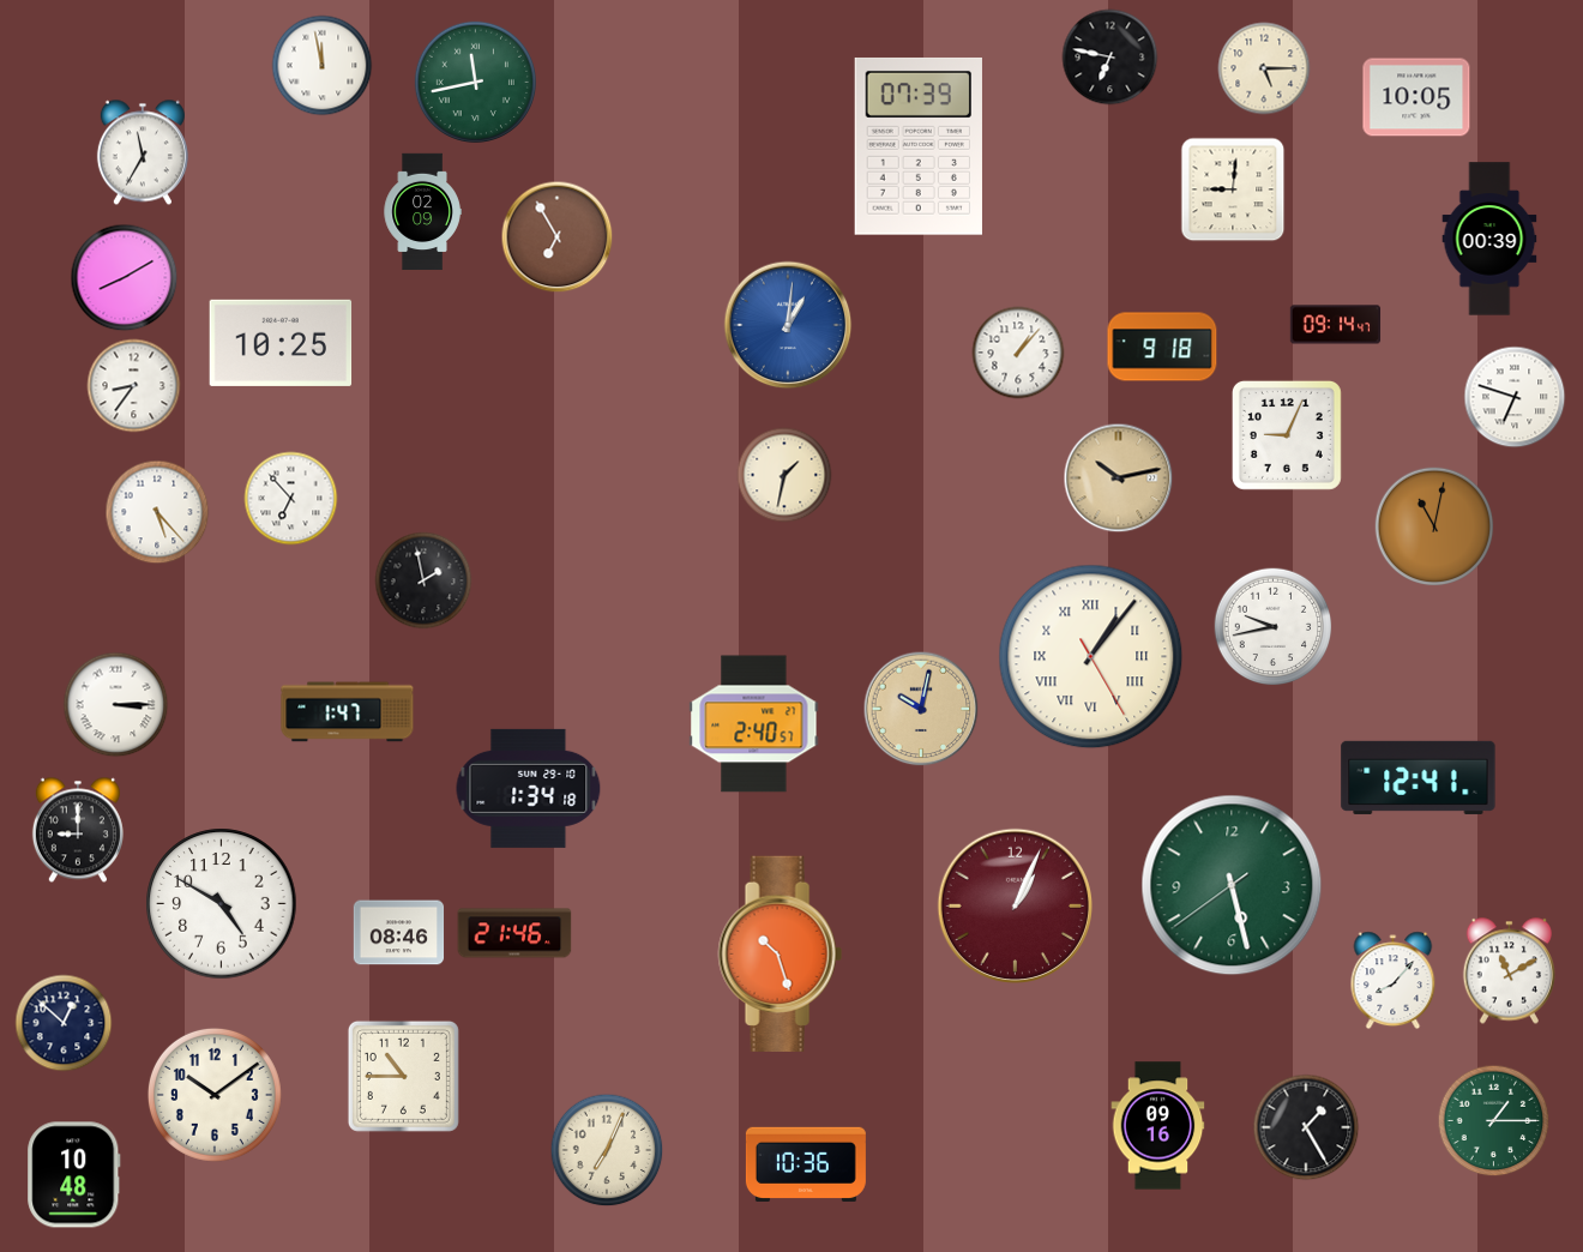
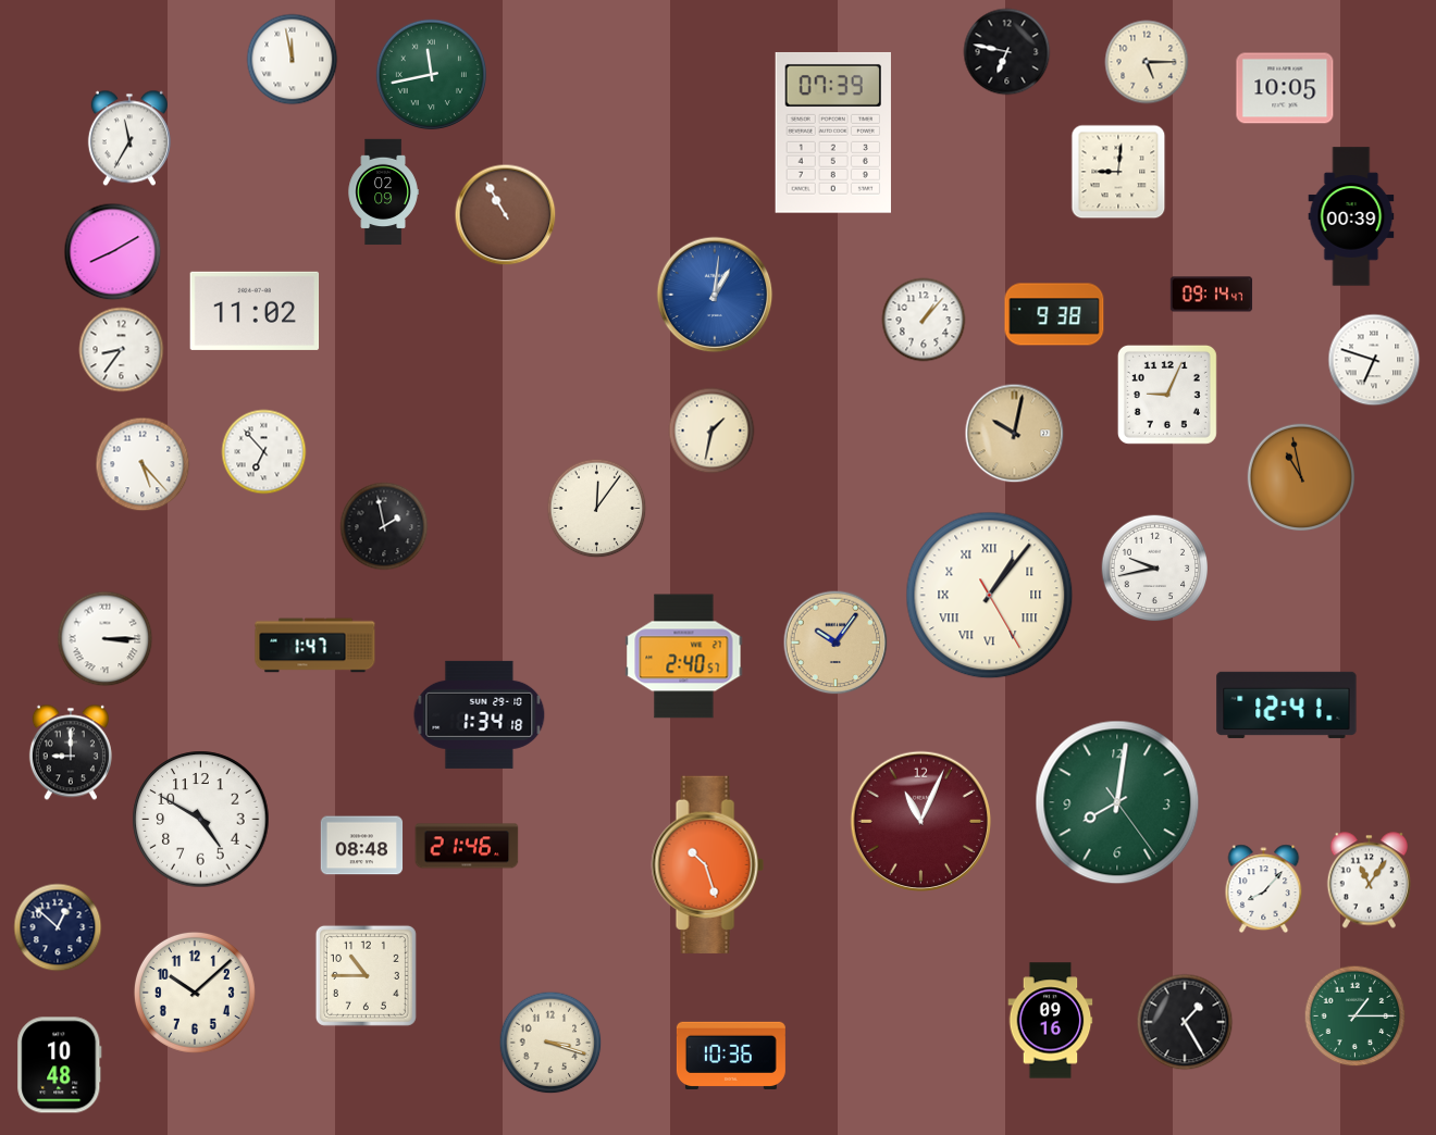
clock at (558, 237): 6:55 -> 10:55
clock at (281, 343): 10:25 -> 11:02
clock at (1162, 347): 9:18 -> 9:38
clock at (1119, 478): 10:13 -> 10:02
clock at (1434, 526): 11:02 -> 10:58
clock at (597, 509): none -> 12:06
clock at (921, 709): 10:02 -> 10:06
clock at (1232, 885): 5:27 -> 8:01
clock at (1015, 905): 1:04 -> 11:04
clock at (399, 933): 08:46 -> 08:48
clock at (1509, 971): 11:10 -> 11:06
clock at (215, 1095): 10:09 -> 10:08
clock at (607, 1150): 7:04 -> 3:18
clock at (74, 1175) position: (74, 1175) -> (60, 1065)
